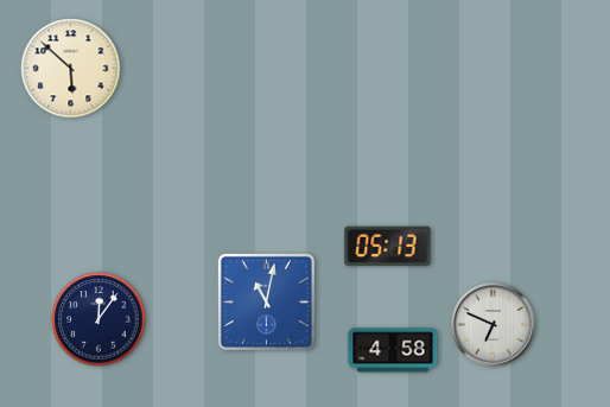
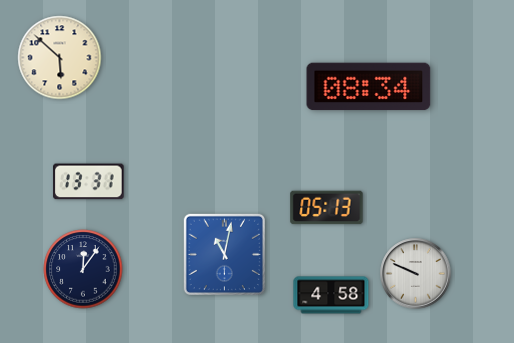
clock at (369, 87): none -> 08:34
clock at (89, 182): none -> 13:31
clock at (494, 325): 6:49 -> 9:49
